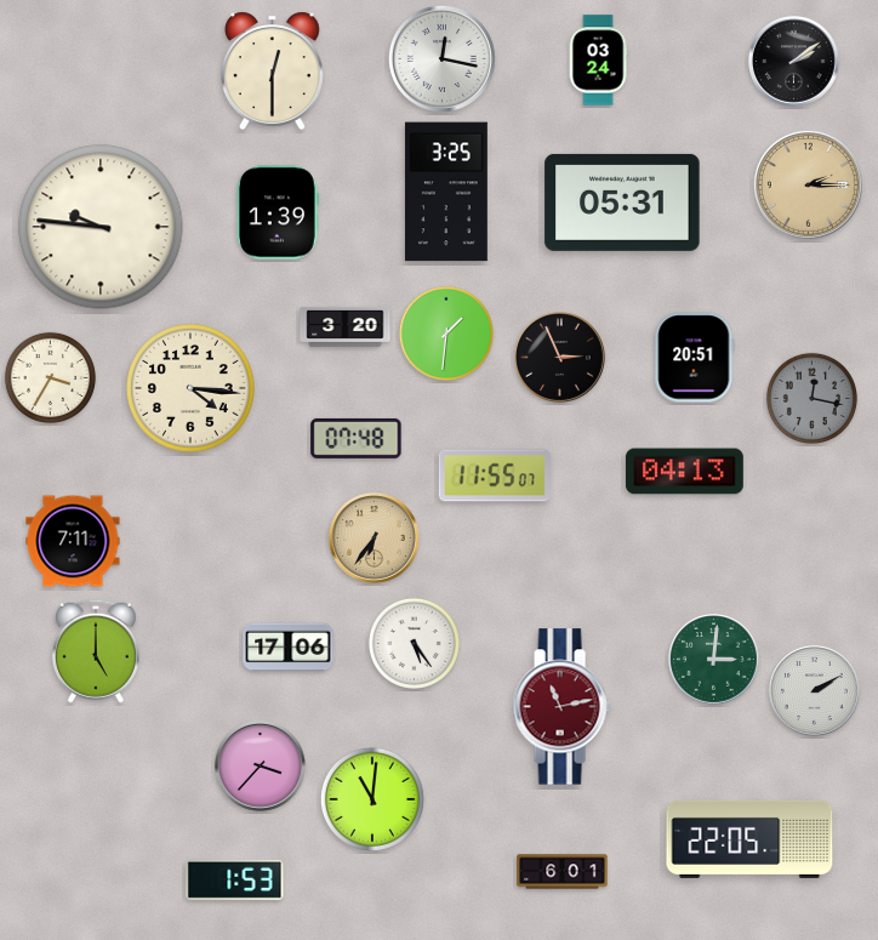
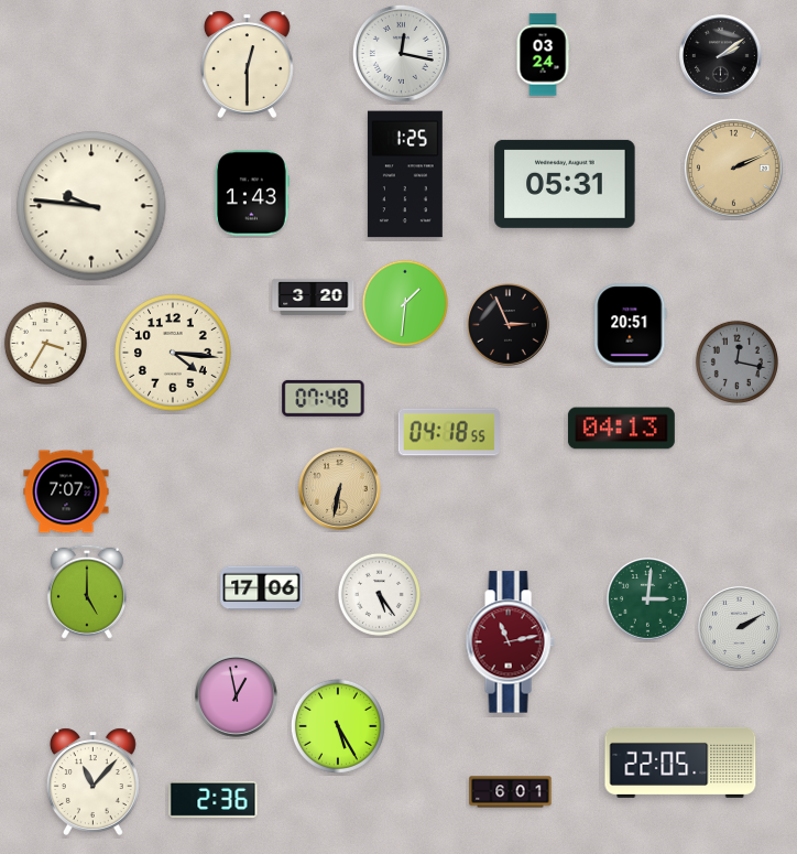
clock at (808, 184): 2:15 -> 2:11
clock at (446, 192): 3:25 -> 1:25
clock at (278, 212): 1:39 -> 1:43
clock at (495, 475): 11:55 -> 04:18
clock at (375, 539): 6:36 -> 6:32
clock at (73, 541): 7:11 -> 7:07
clock at (414, 643) position: (414, 643) -> (379, 594)
clock at (261, 767): 3:37 -> 12:58
clock at (372, 799): 11:01 -> 5:25
clock at (92, 781): none -> 11:07
clock at (235, 879): 1:53 -> 2:36
